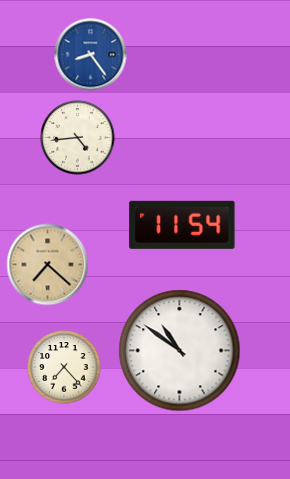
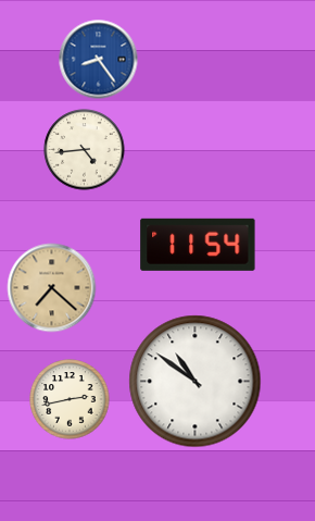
clock at (64, 367): 7:23 -> 2:43
